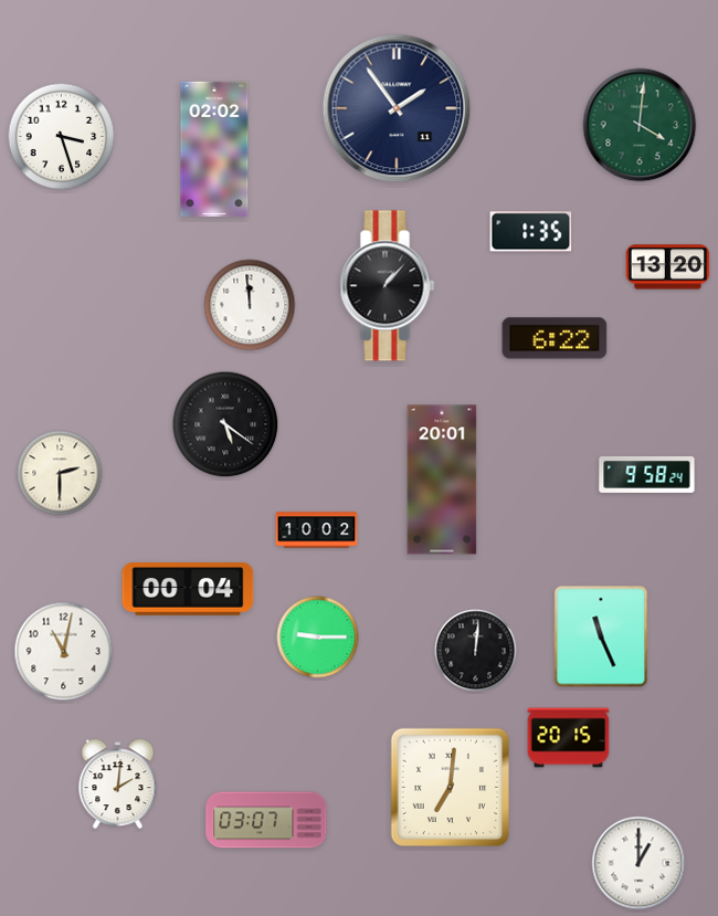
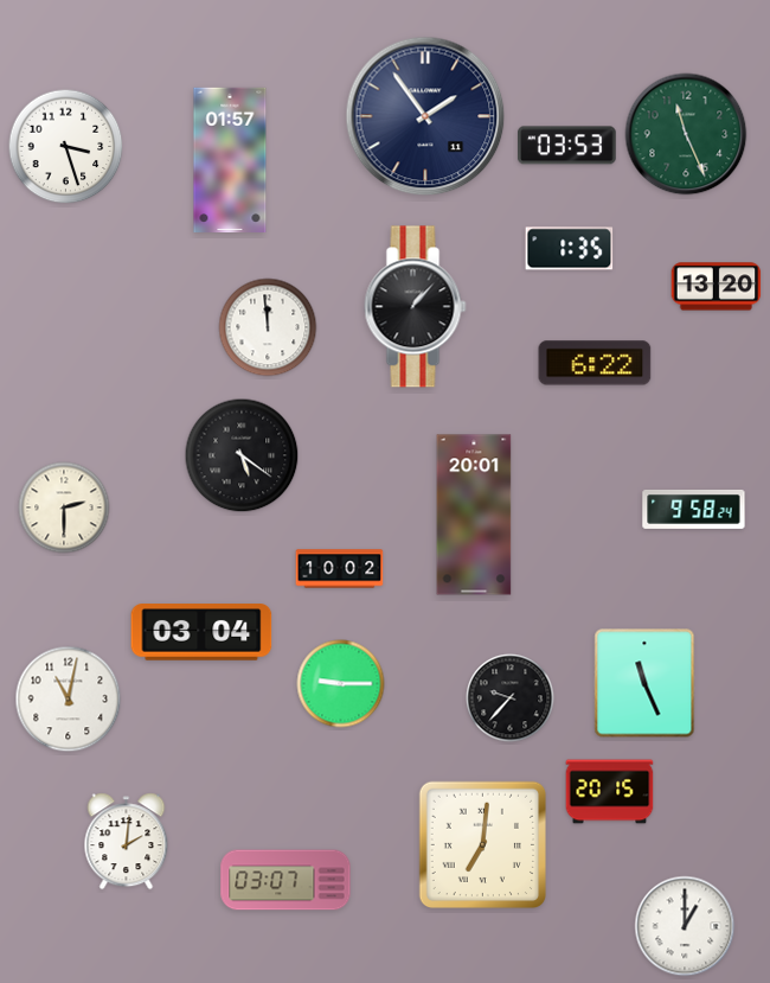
clock at (640, 125): 4:01 -> 11:26
clock at (567, 146): none -> 03:53
clock at (214, 148): 02:02 -> 01:57
clock at (188, 589): 00:04 -> 03:04
clock at (476, 651): 12:01 -> 9:37
